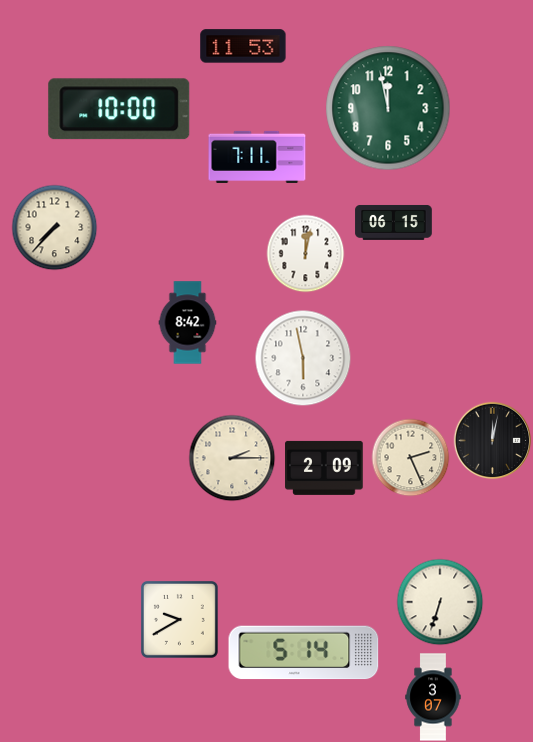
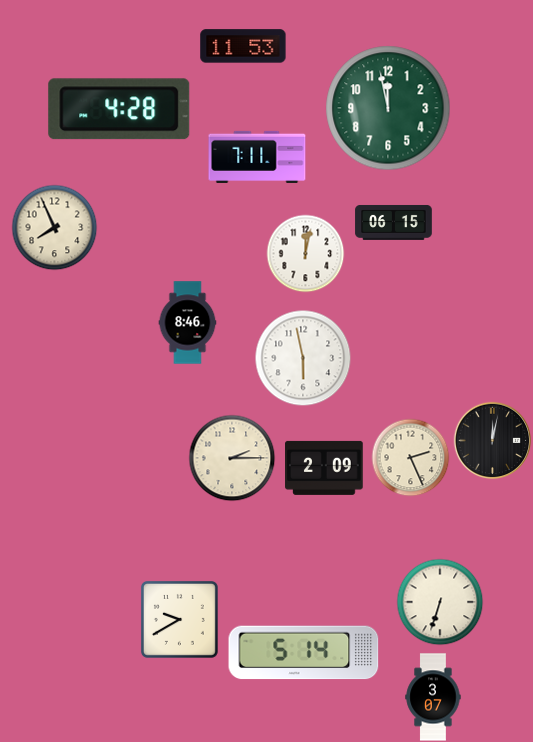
clock at (119, 109): 10:00 -> 4:28
clock at (54, 227): 7:37 -> 7:56
clock at (188, 323): 8:42 -> 8:46
